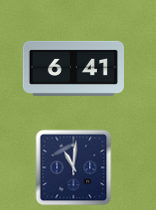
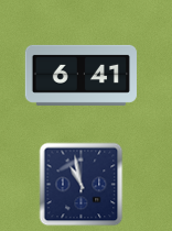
clock at (74, 168): 11:01 -> 10:58
